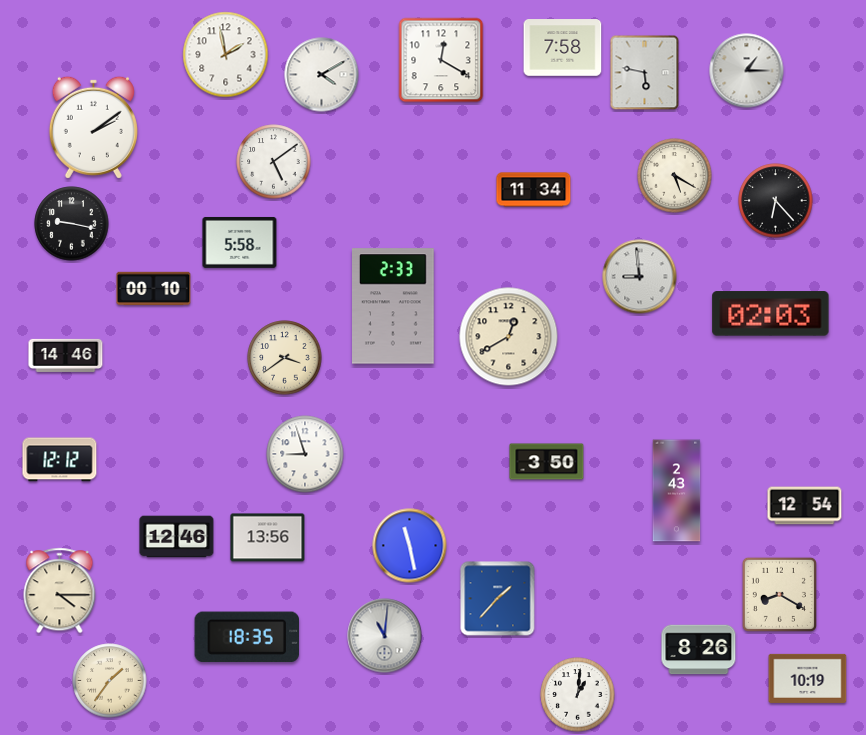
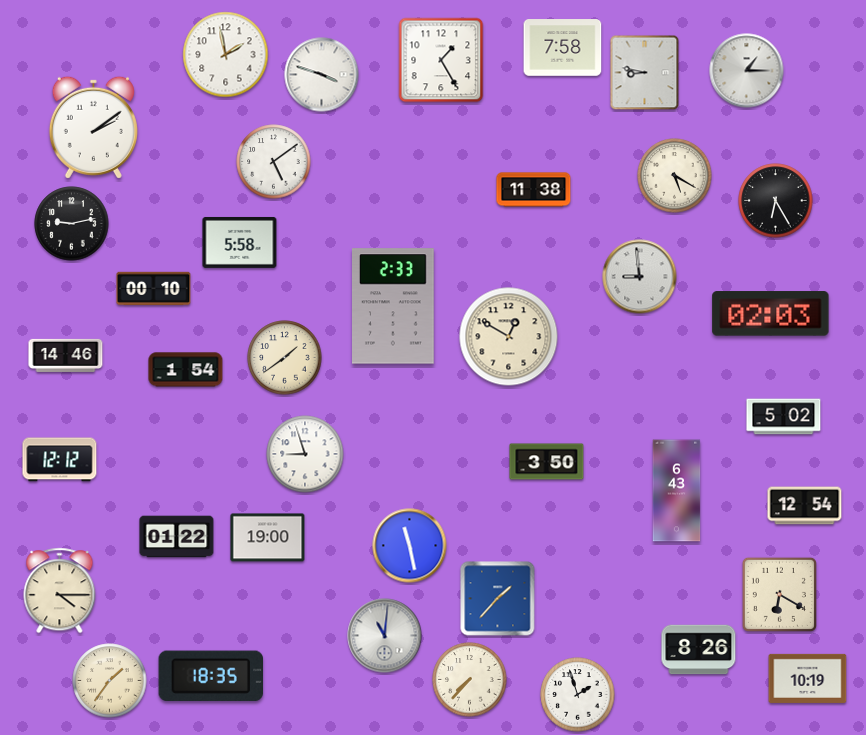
clock at (441, 60): 12:20 -> 1:25
clock at (645, 73): 5:47 -> 8:47
clock at (322, 75): 4:10 -> 3:48
clock at (534, 190): 11:34 -> 11:38
clock at (776, 201): 6:23 -> 6:25
clock at (72, 224): 9:17 -> 9:13
clock at (509, 337): 12:40 -> 12:50
clock at (285, 358): 3:39 -> 1:39
clock at (186, 370): none -> 1:54
clock at (784, 417): none -> 5:02
clock at (677, 491): 2:43 -> 6:43
clock at (177, 537): 12:46 -> 01:22
clock at (268, 538): 13:56 -> 19:00
clock at (779, 594): 8:20 -> 6:20
clock at (247, 637) position: (247, 637) -> (211, 676)
clock at (470, 680): none -> 7:37
clock at (578, 695): 1:01 -> 1:57
